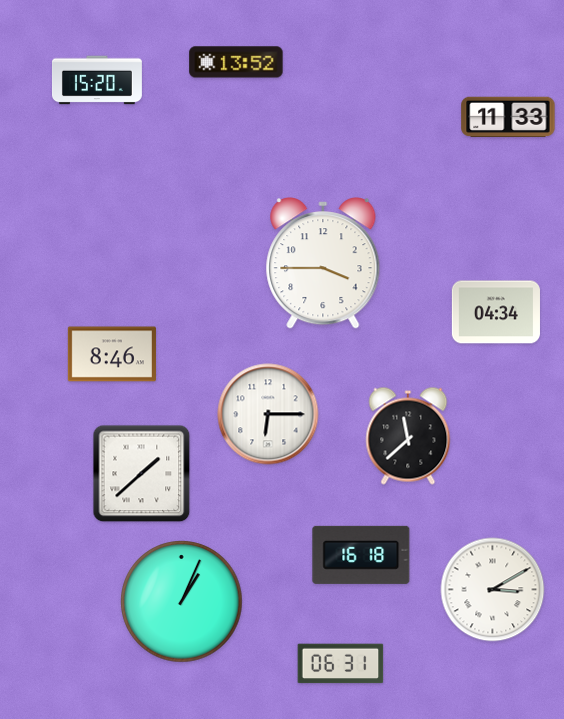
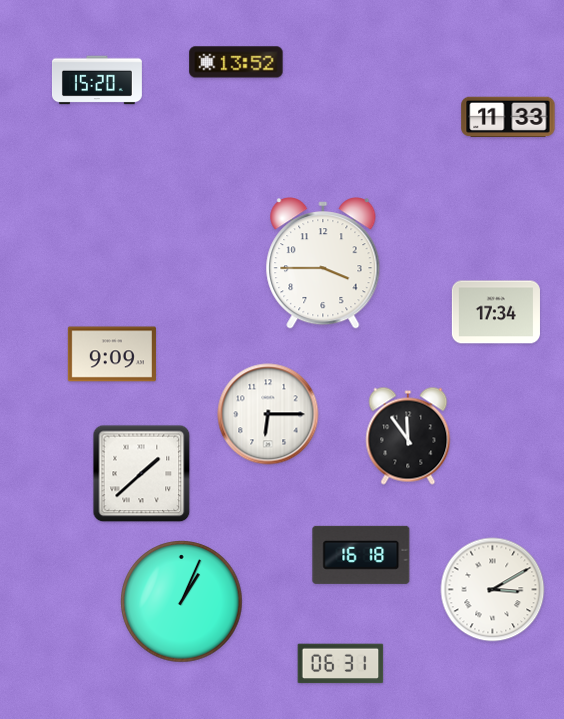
clock at (496, 312): 04:34 -> 17:34
clock at (112, 354): 8:46 -> 9:09
clock at (408, 436): 11:38 -> 11:54
